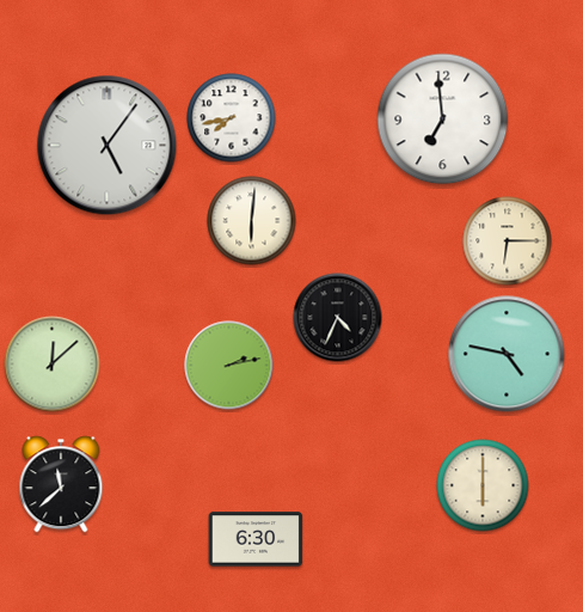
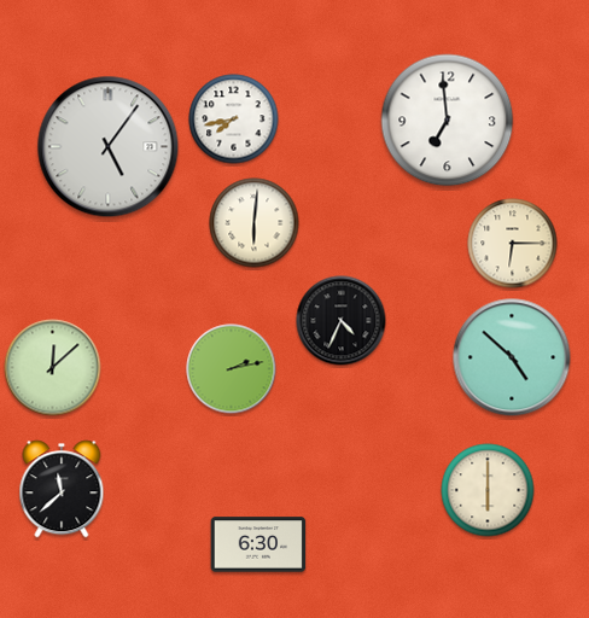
clock at (507, 354): 4:47 -> 4:52
